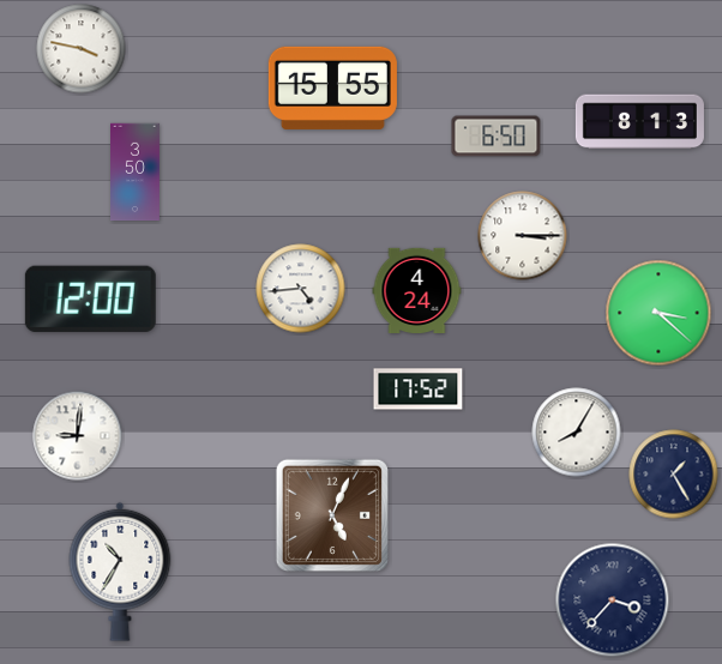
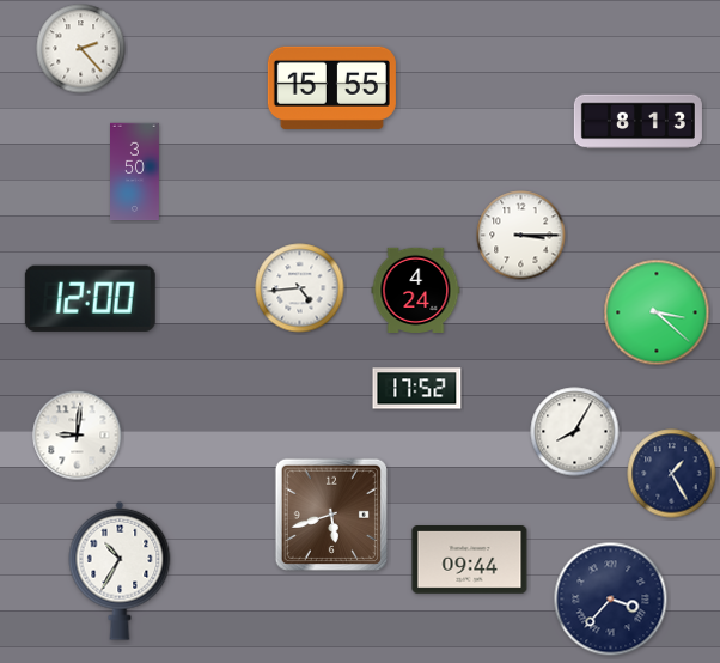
clock at (82, 49): 3:47 -> 2:23
clock at (497, 137): 6:50 -> none
clock at (332, 515): 5:04 -> 5:42
clock at (470, 560): none -> 09:44
